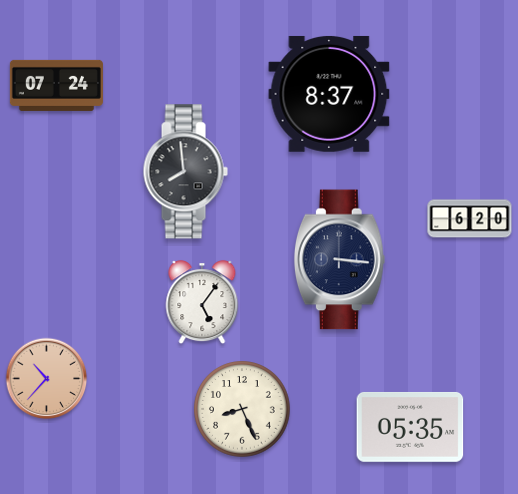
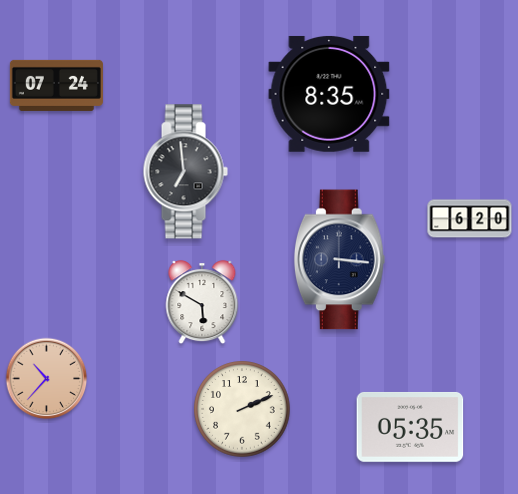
clock at (329, 94): 8:37 -> 8:35
clock at (185, 172): 7:59 -> 6:59
clock at (202, 303): 5:06 -> 5:50
clock at (242, 409): 8:26 -> 2:11
